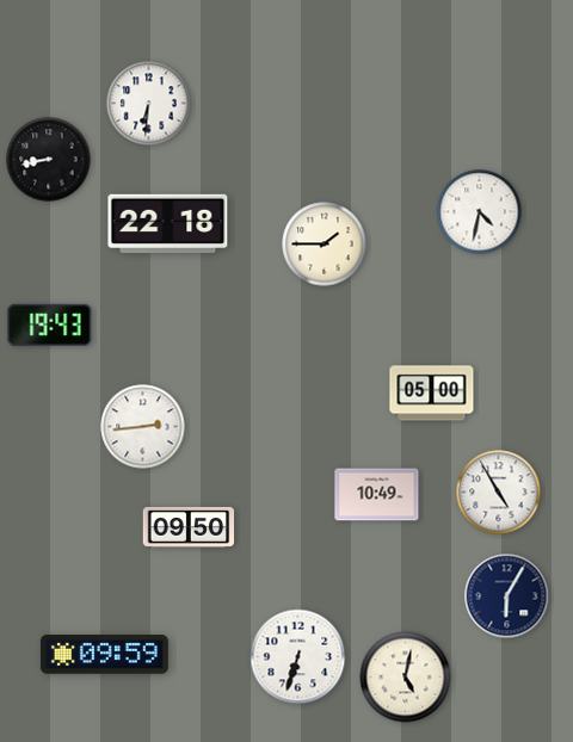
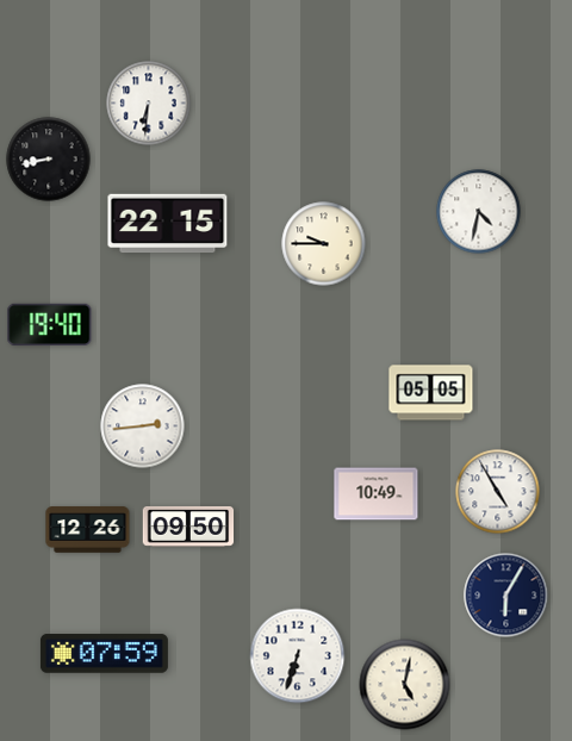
clock at (168, 224): 22:18 -> 22:15
clock at (325, 245): 1:45 -> 9:45
clock at (50, 324): 19:43 -> 19:40
clock at (432, 394): 05:00 -> 05:05
clock at (88, 530): none -> 12:26
clock at (104, 655): 09:59 -> 07:59
clock at (406, 678) position: (406, 678) -> (405, 685)
